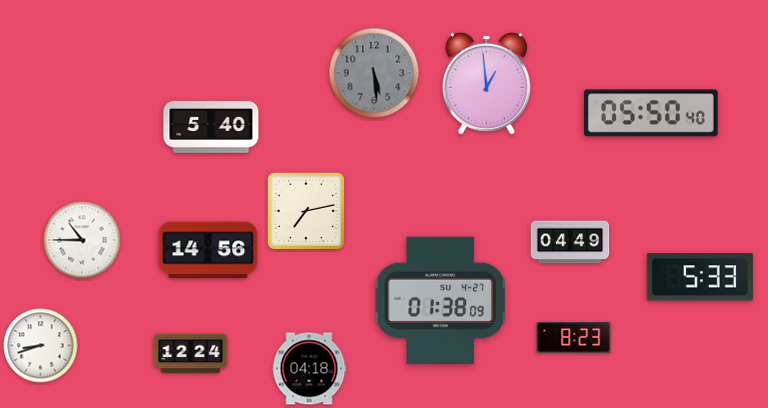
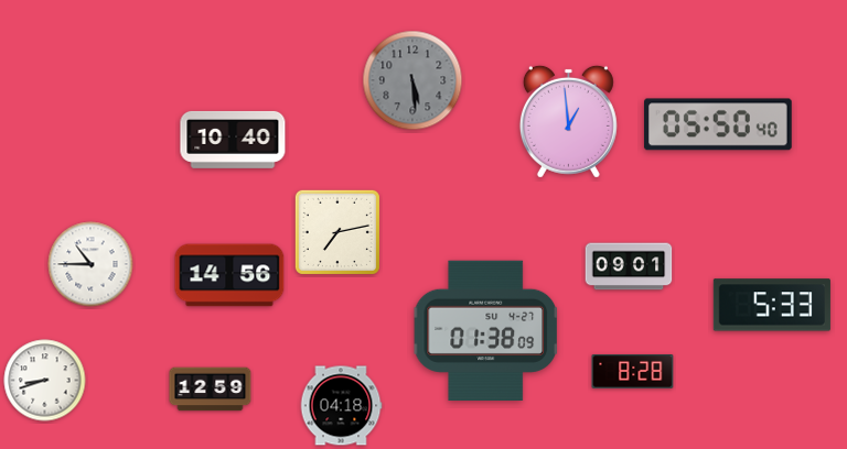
clock at (486, 83) position: (486, 83) -> (568, 121)
clock at (211, 127): 5:40 -> 10:40
clock at (570, 242): 04:49 -> 09:01
clock at (574, 338): 8:23 -> 8:28
clock at (191, 354): 12:24 -> 12:59
